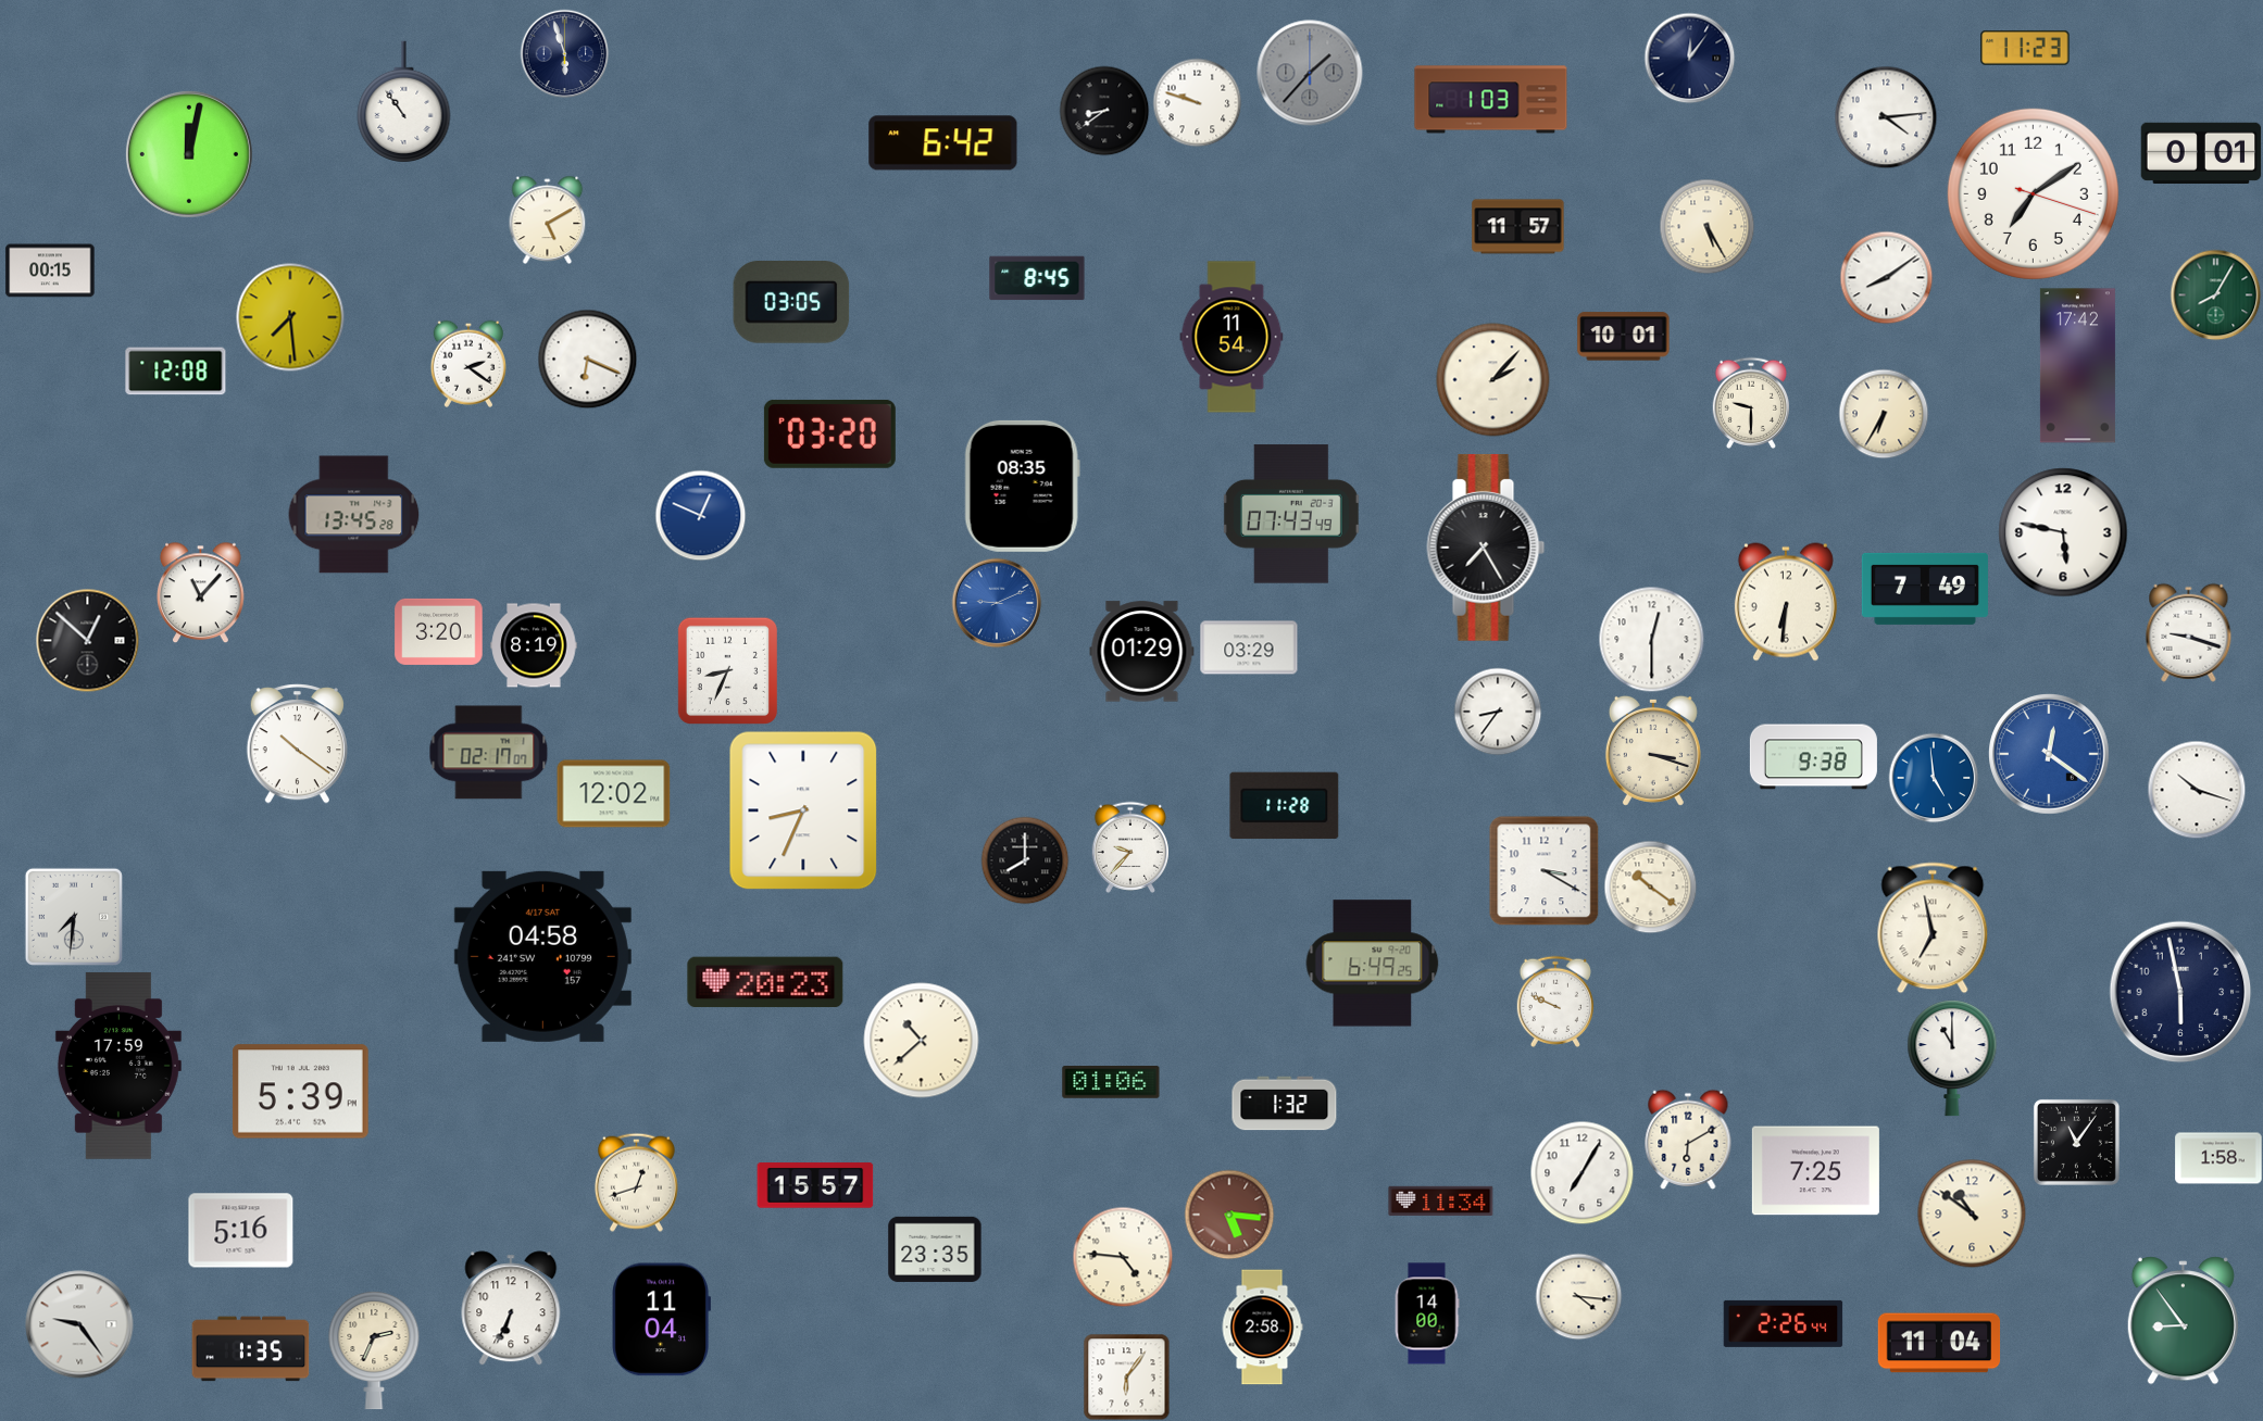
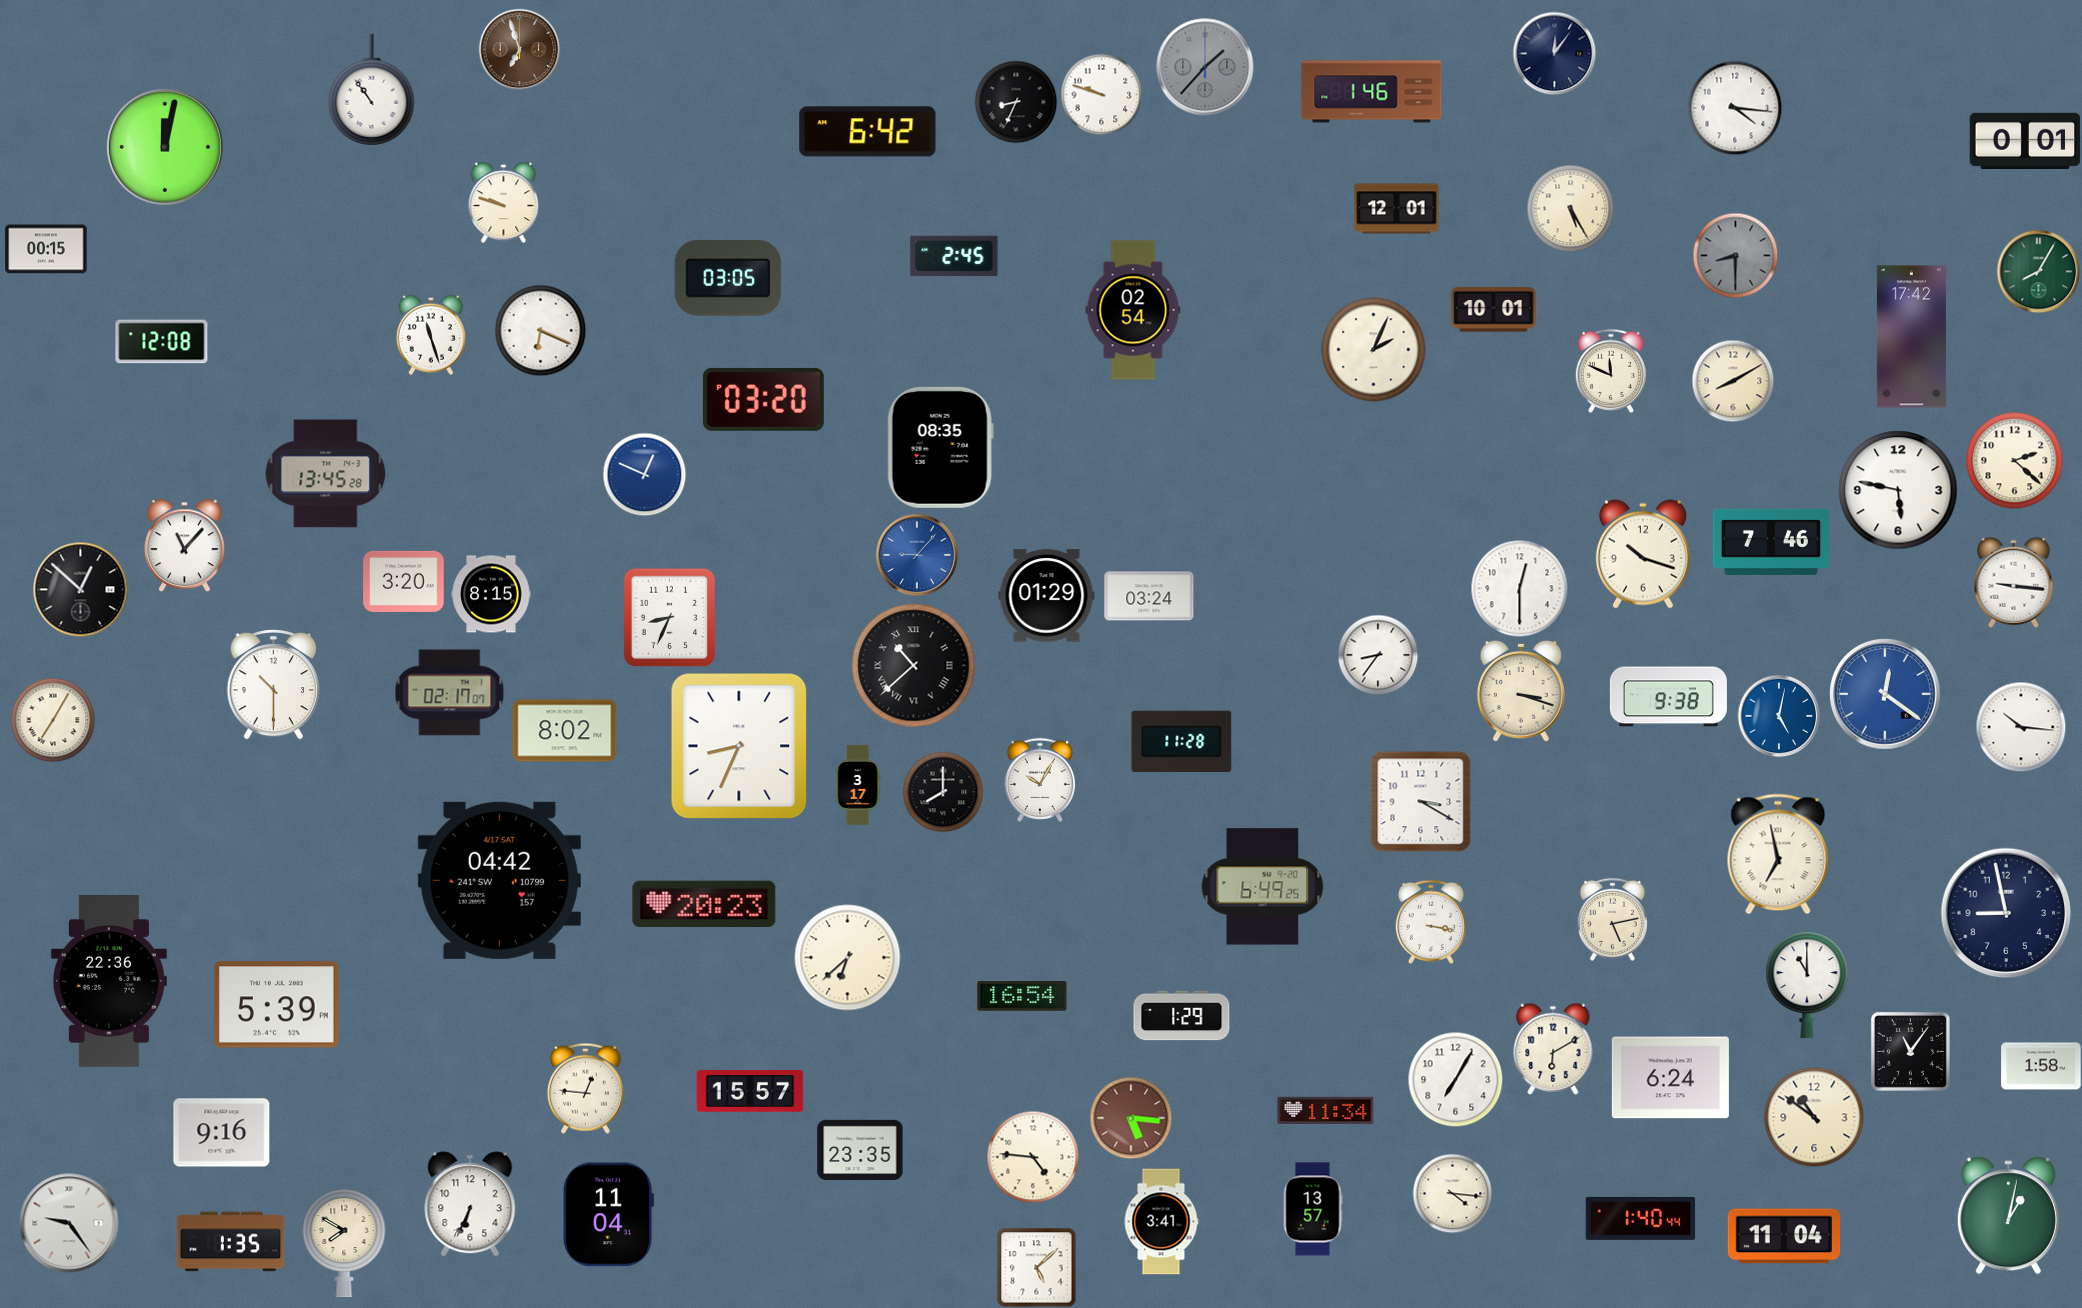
clock at (2025, 48): 11:23 -> none
clock at (564, 53): 5:57 -> 6:57
clock at (564, 53) dial: navy -> brown
clock at (1491, 100): 1:03 -> 1:46
clock at (404, 102) position: (404, 102) -> (372, 90)
clock at (1104, 111): 8:39 -> 8:34
clock at (1886, 117): 4:14 -> 4:16
clock at (189, 154) position: (189, 154) -> (165, 147)
clock at (2033, 193): 7:09 -> none
clock at (548, 219): 5:10 -> 9:48
clock at (1518, 227): 11:57 -> 12:01
clock at (1886, 277): 8:09 -> 8:30
clock at (1886, 277) dial: white -> grey
clock at (1037, 278): 8:45 -> 2:45
clock at (290, 317): 7:29 -> none
clock at (1231, 337): 11:54 -> 02:54
clock at (467, 364): 2:21 -> 11:27
clock at (1493, 380): 2:07 -> 2:04
clock at (1750, 403): 9:30 -> 11:49
clock at (1884, 414): 6:35 -> 8:10
clock at (2014, 460): none -> 2:22
clock at (1291, 514): 07:43 -> none
clock at (1486, 548): 7:25 -> none
clock at (1925, 589): 7:49 -> 7:46
clock at (1786, 602): 6:31 -> 10:18
clock at (997, 603): 9:11 -> 9:07
clock at (2189, 632): 9:18 -> 9:16
clock at (534, 645): 8:19 -> 8:15
clock at (1249, 647): 03:29 -> 03:24
clock at (1142, 652) position: (1142, 652) -> (1047, 596)
clock at (914, 666): none -> 10:38
clock at (297, 744): 10:21 -> 10:30
clock at (1934, 778): 4:59 -> 5:02
clock at (53, 720): none -> 7:05
clock at (2197, 790): 10:18 -> 10:16
clock at (614, 794): 12:02 -> 8:02
clock at (1129, 847): 9:37 -> 10:05
clock at (858, 785): none -> 3:17
clock at (1650, 886): 10:21 -> none
clock at (74, 917): 7:31 -> none
clock at (542, 956): 04:58 -> 04:42
clock at (2180, 992): 5:58 -> 8:58
clock at (1612, 919): none -> 5:13
clock at (1554, 1002): 9:49 -> 3:17
clock at (922, 1041): 10:38 -> 6:38
clock at (1952, 1058) position: (1952, 1058) -> (1807, 985)
clock at (118, 1066): 17:59 -> 22:36
clock at (1111, 1083): 01:06 -> 16:54
clock at (1285, 1104): 1:32 -> 1:29
clock at (1815, 1171): 7:25 -> 6:24
clock at (636, 1182): 12:42 -> 12:46
clock at (1441, 1200) position: (1441, 1200) -> (1326, 1110)
clock at (241, 1231): 5:16 -> 9:16
clock at (1427, 1313): 14:00 -> 13:57
clock at (2183, 1321): 8:54 -> 1:02
clock at (1784, 1323): 2:26 -> 1:40
clock at (79, 1324) position: (79, 1324) -> (69, 1223)
clock at (1262, 1328): 2:58 -> 3:41
clock at (374, 1350): 2:34 -> 7:50
clock at (1126, 1378): 6:06 -> 5:08
